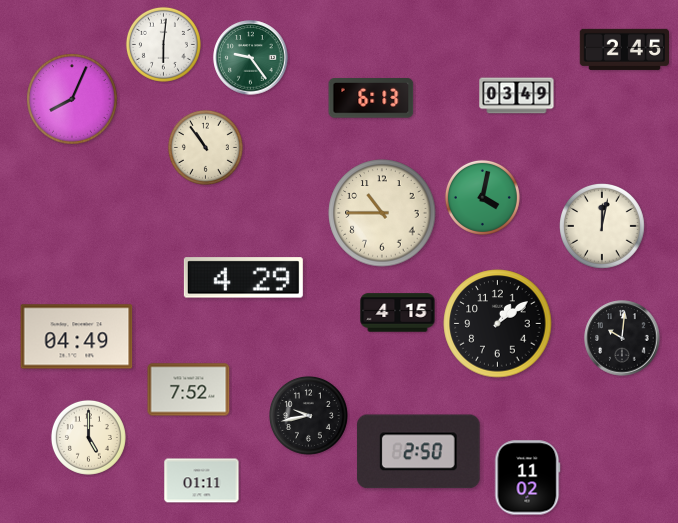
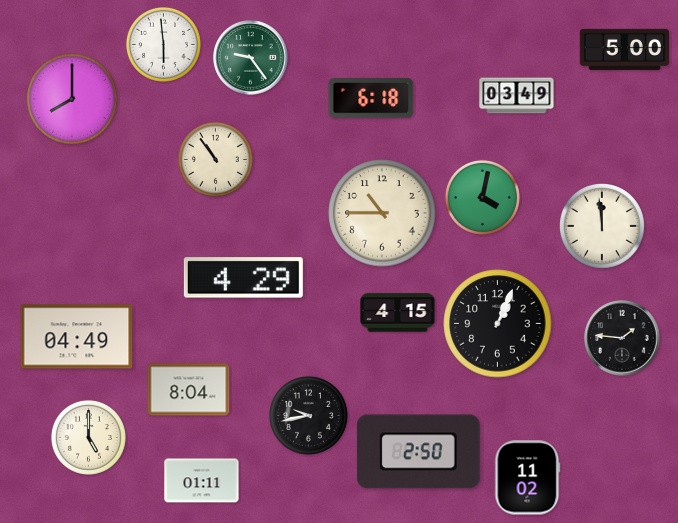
clock at (163, 44): 6:01 -> 5:59
clock at (624, 49): 2:45 -> 5:00
clock at (371, 98): 6:13 -> 6:18
clock at (72, 99): 8:04 -> 8:00
clock at (205, 147) position: (205, 147) -> (215, 159)
clock at (603, 227): 12:02 -> 11:59
clock at (498, 324): 1:09 -> 1:04
clock at (622, 338): 10:01 -> 1:46
clock at (189, 390): 7:52 -> 8:04
